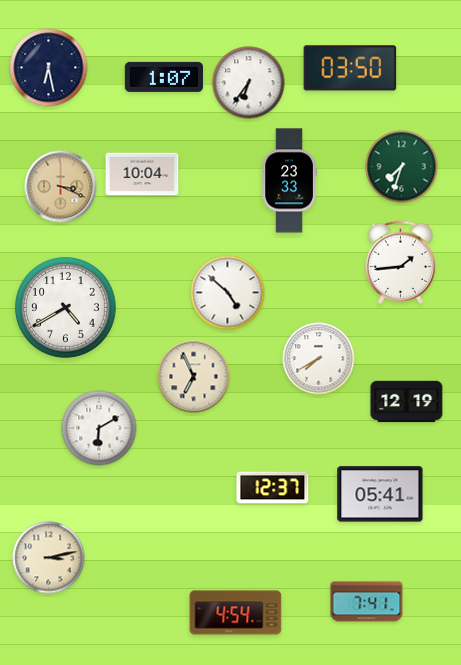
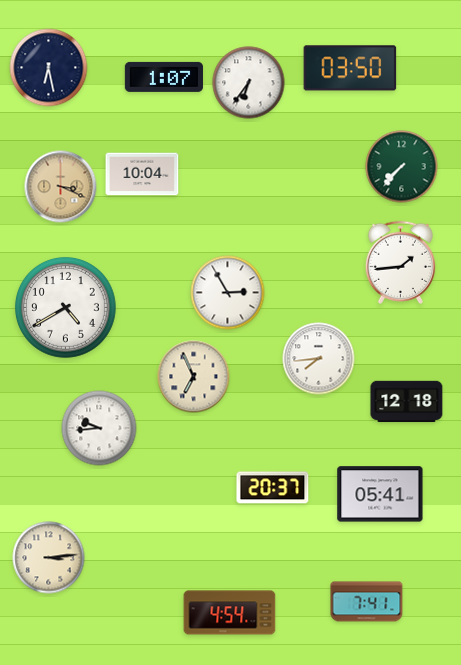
clock at (402, 167): 7:33 -> 7:37
clock at (289, 181): 23:33 -> none
clock at (228, 293): 4:52 -> 2:55
clock at (319, 359): 7:40 -> 7:44
clock at (407, 402): 12:19 -> 12:18
clock at (99, 428): 6:10 -> 9:44
clock at (273, 488): 12:37 -> 20:37
clock at (49, 558): 3:13 -> 3:14
clock at (236, 613) position: (236, 613) -> (230, 613)
